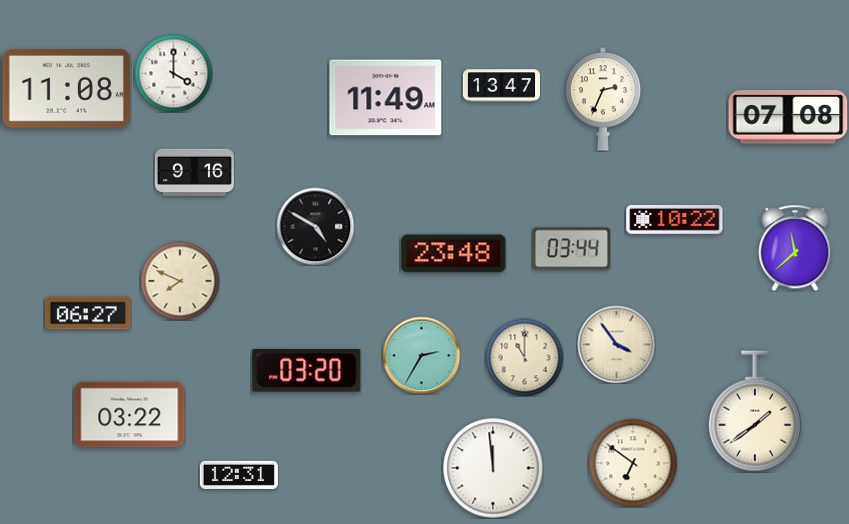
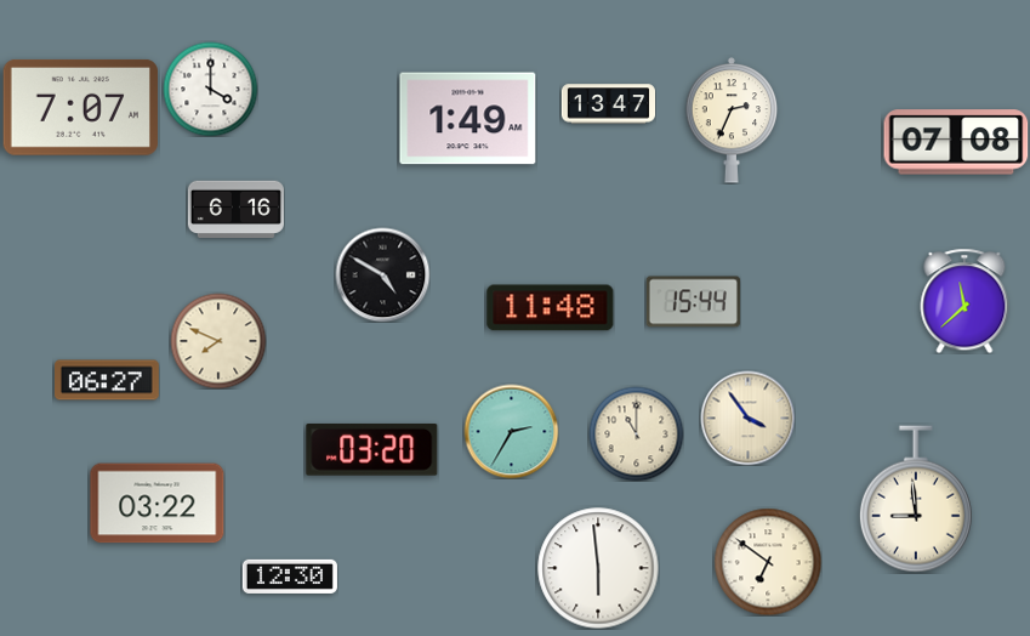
clock at (66, 88): 11:08 -> 7:07
clock at (386, 98): 11:49 -> 1:49
clock at (194, 172): 9:16 -> 6:16
clock at (675, 220): 10:22 -> none
clock at (571, 249): 03:44 -> 15:44
clock at (454, 254): 23:48 -> 11:48
clock at (755, 411): 1:39 -> 8:59
clock at (493, 468): 11:59 -> 5:59
clock at (239, 475): 12:31 -> 12:30
